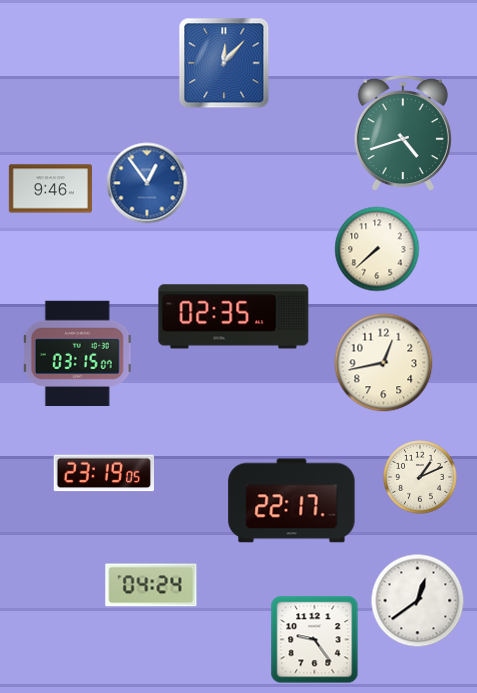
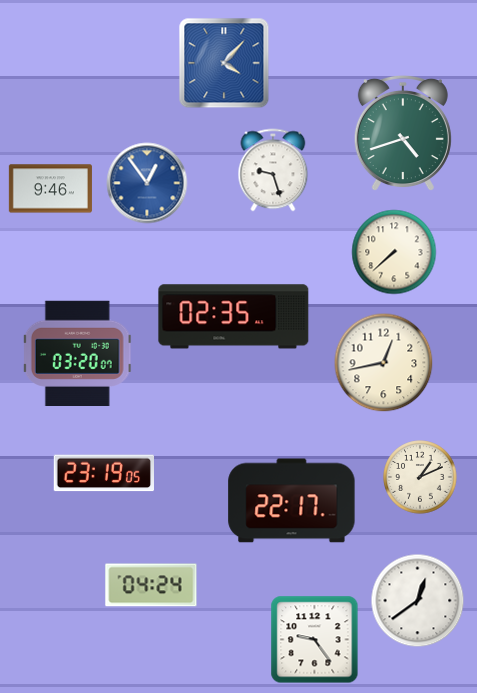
clock at (224, 63): 12:07 -> 4:07
clock at (273, 170): none -> 9:27
clock at (377, 249) position: (377, 249) -> (394, 252)
clock at (77, 353): 03:15 -> 03:20
